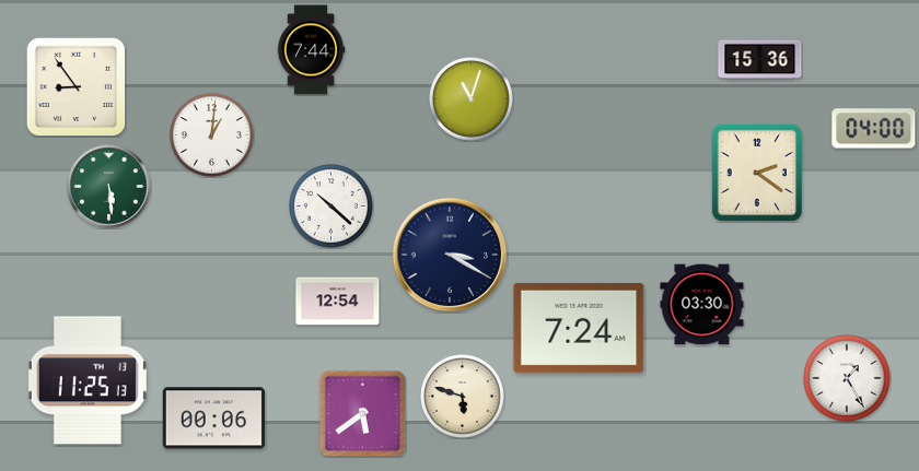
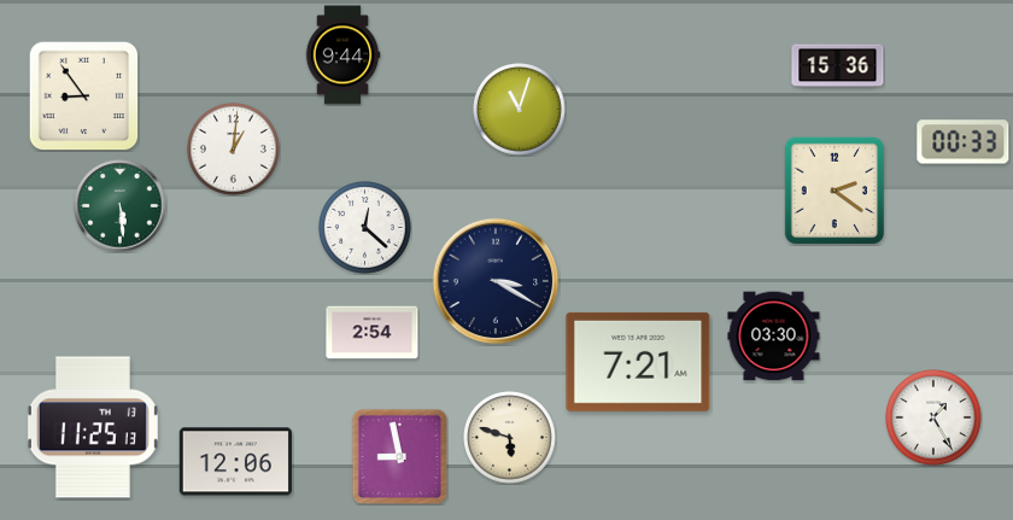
clock at (311, 50): 7:44 -> 9:44
clock at (874, 129): 04:00 -> 00:33
clock at (331, 207): 10:22 -> 12:22
clock at (338, 302): 12:54 -> 2:54
clock at (579, 328): 7:24 -> 7:21
clock at (88, 380) position: (88, 380) -> (93, 427)
clock at (362, 413): 5:39 -> 8:58
clock at (213, 419): 00:06 -> 12:06
